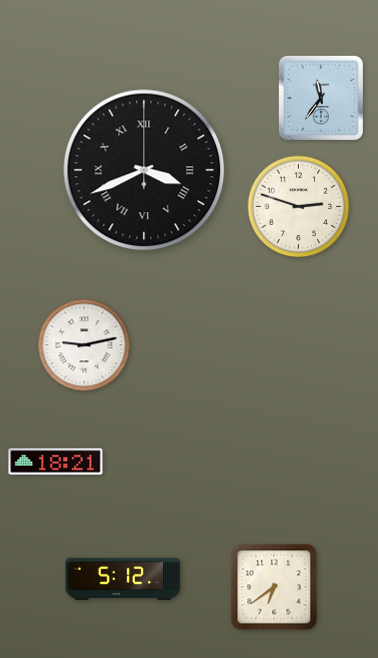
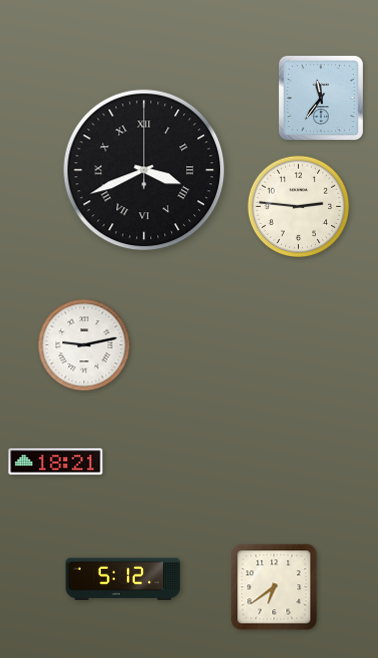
clock at (299, 207): 2:48 -> 2:46
